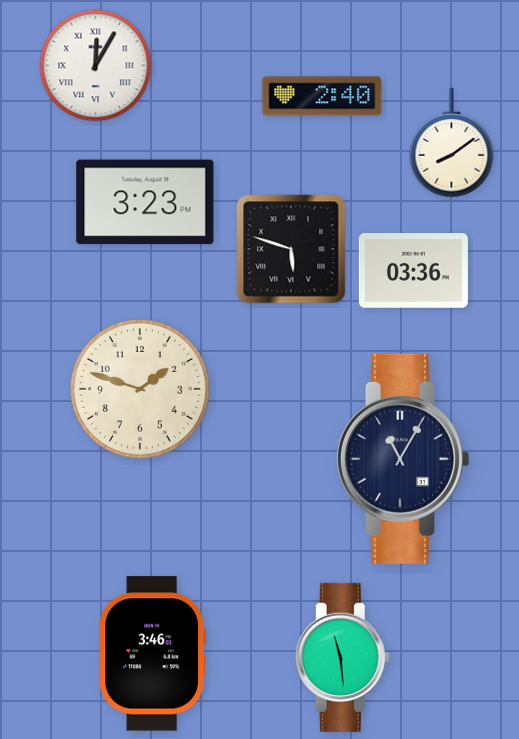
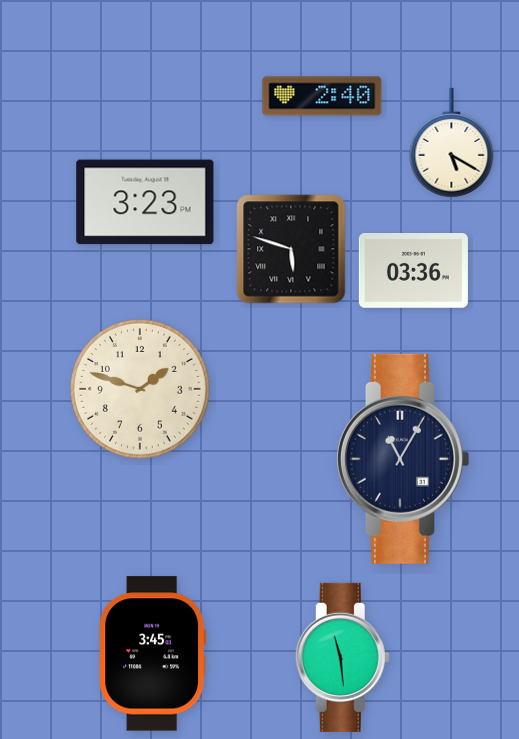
clock at (96, 66): 12:05 -> none
clock at (452, 143): 8:09 -> 5:20
clock at (153, 654): 3:46 -> 3:45
